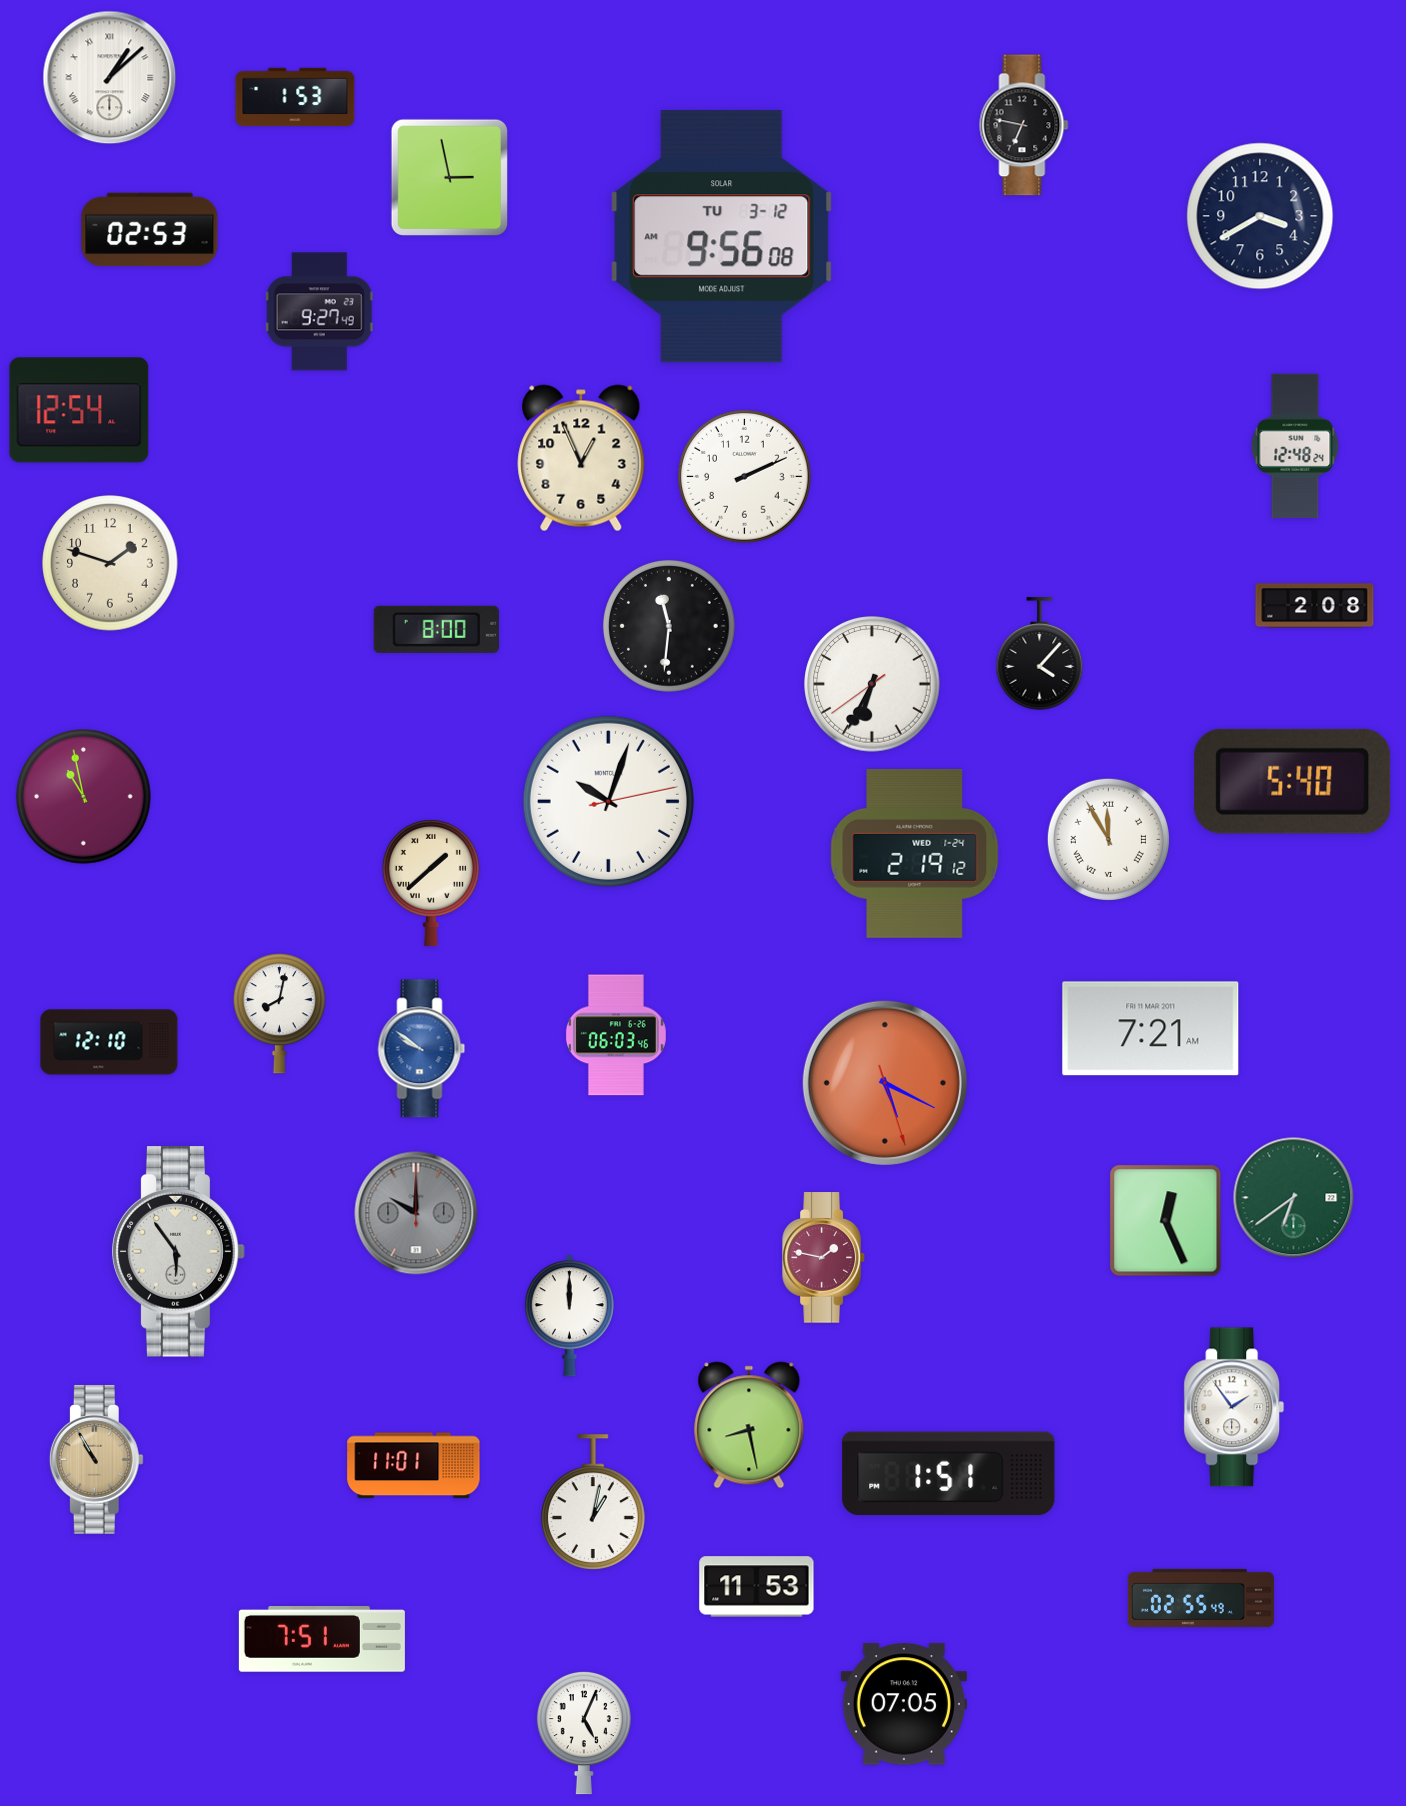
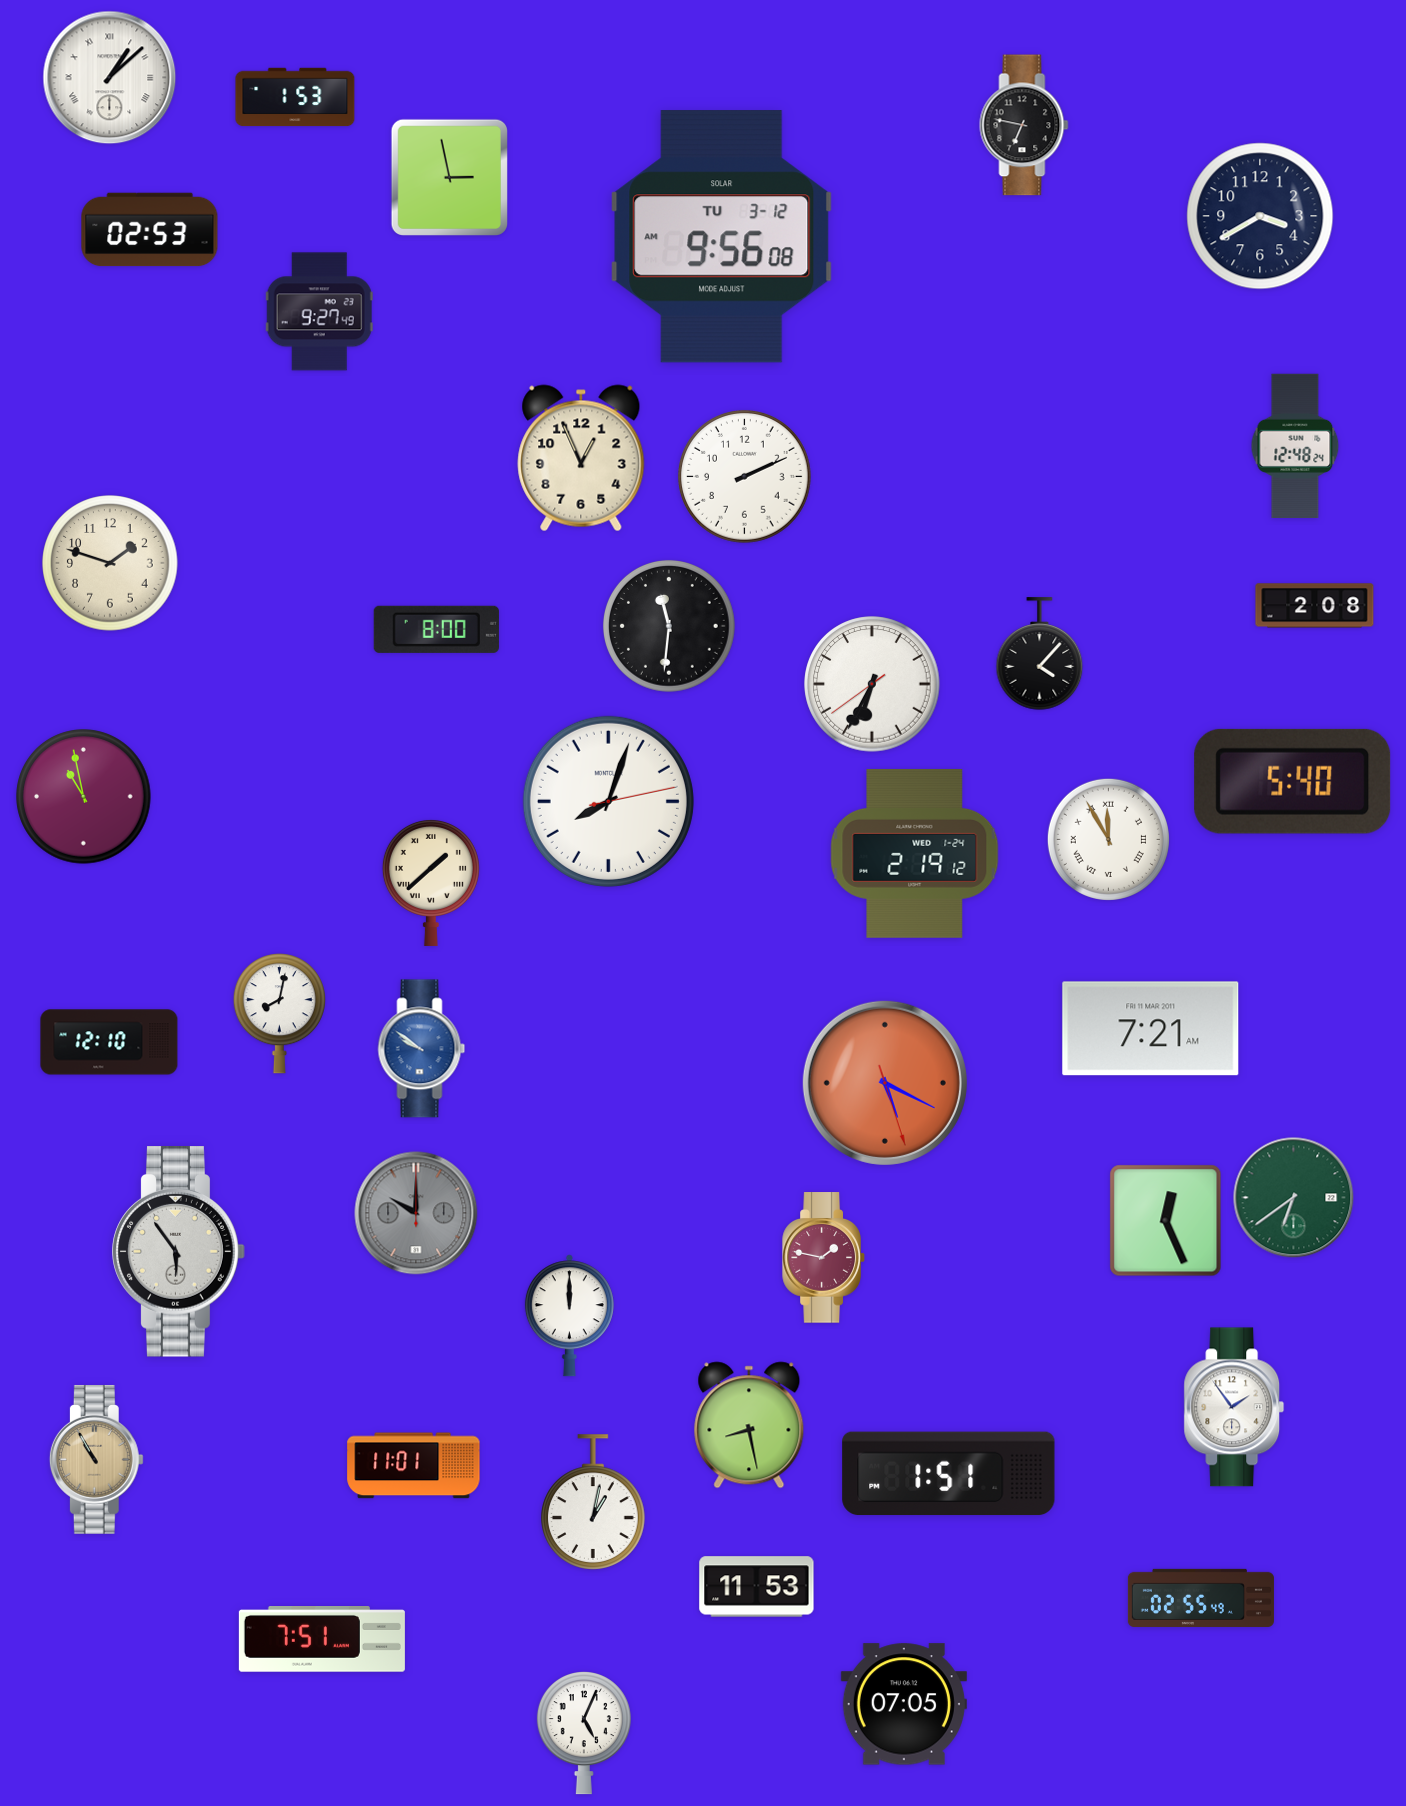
clock at (79, 410): 12:54 -> none
clock at (608, 801): 10:03 -> 8:03
clock at (616, 1035): 06:03 -> none
